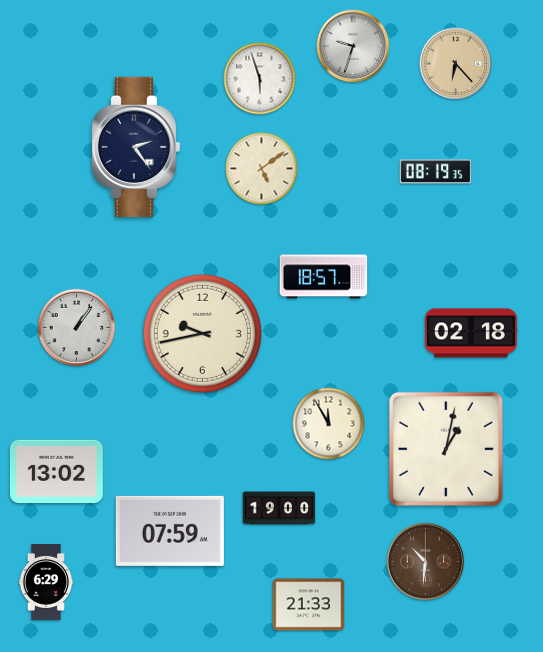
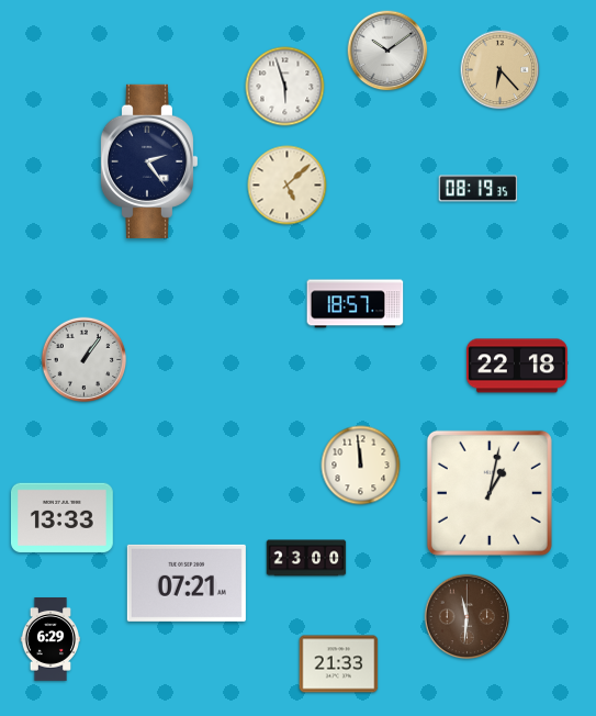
clock at (353, 46): 9:33 -> 10:09
clock at (262, 169): 5:09 -> 5:08
clock at (202, 333): 9:43 -> none
clock at (471, 333): 02:18 -> 22:18
clock at (329, 424): 11:55 -> 11:59
clock at (56, 472): 13:02 -> 13:33
clock at (279, 508): 19:00 -> 23:00
clock at (170, 531): 07:59 -> 07:21
clock at (426, 562): 10:31 -> 11:31
